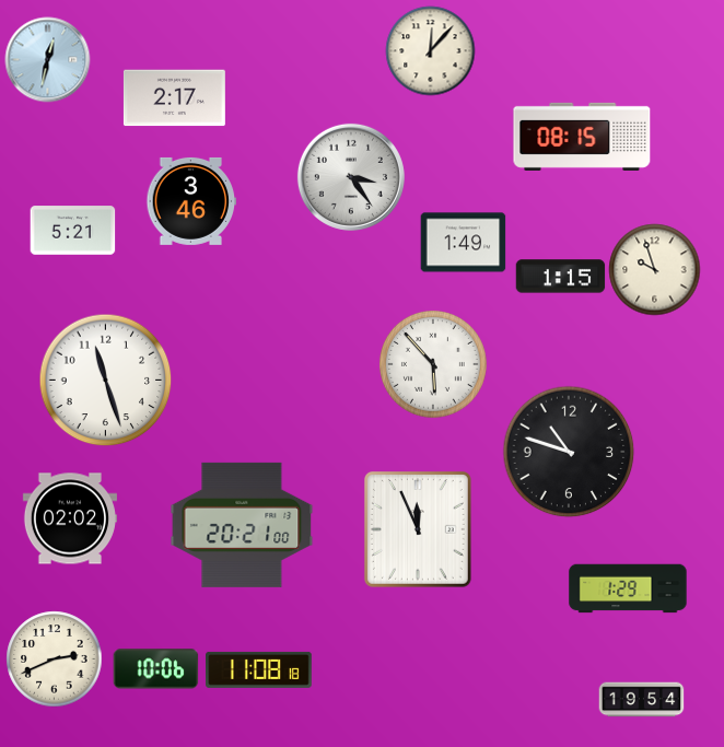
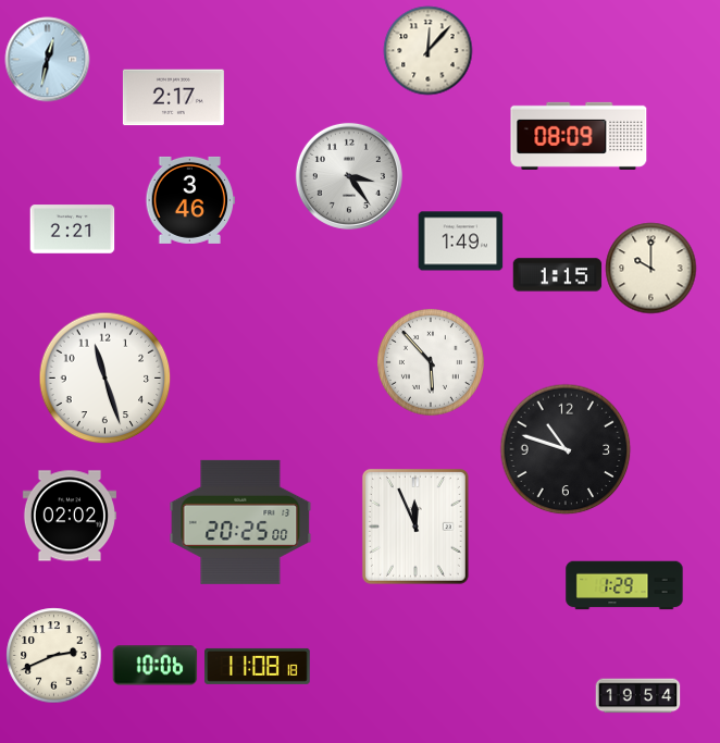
clock at (582, 137): 08:15 -> 08:09
clock at (72, 231): 5:21 -> 2:21
clock at (654, 269): 9:57 -> 10:00
clock at (242, 525): 20:21 -> 20:25
